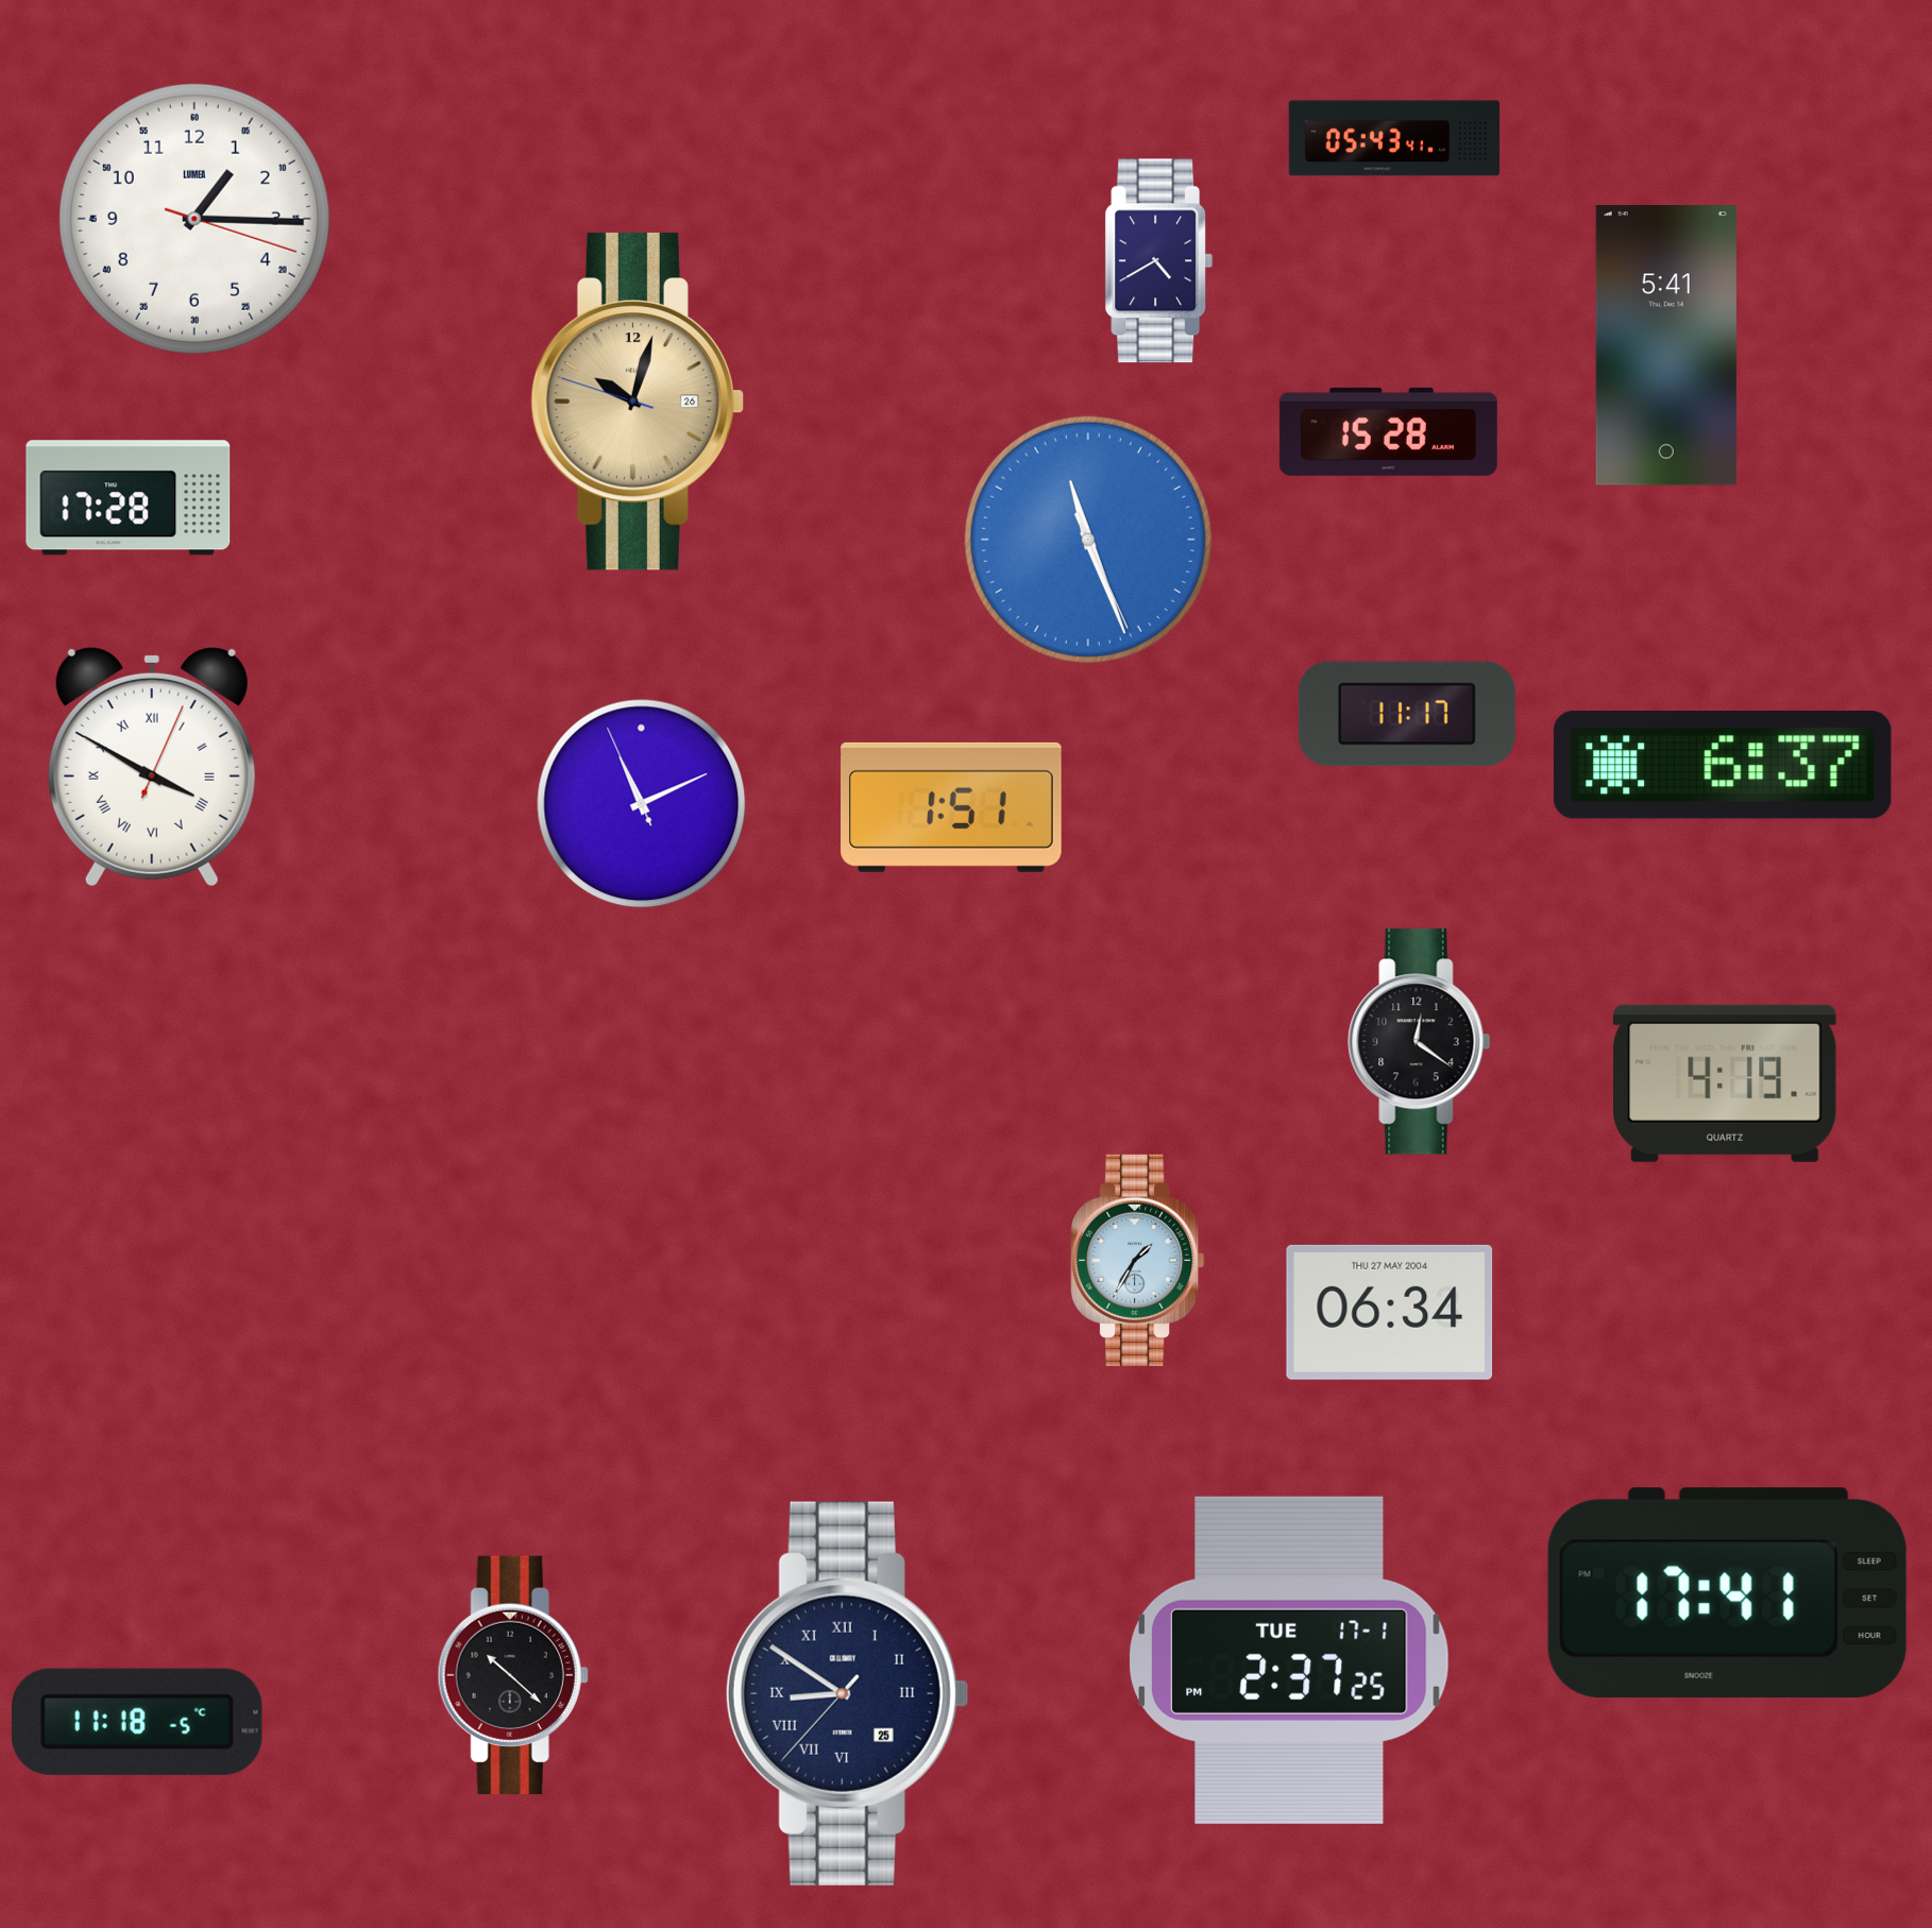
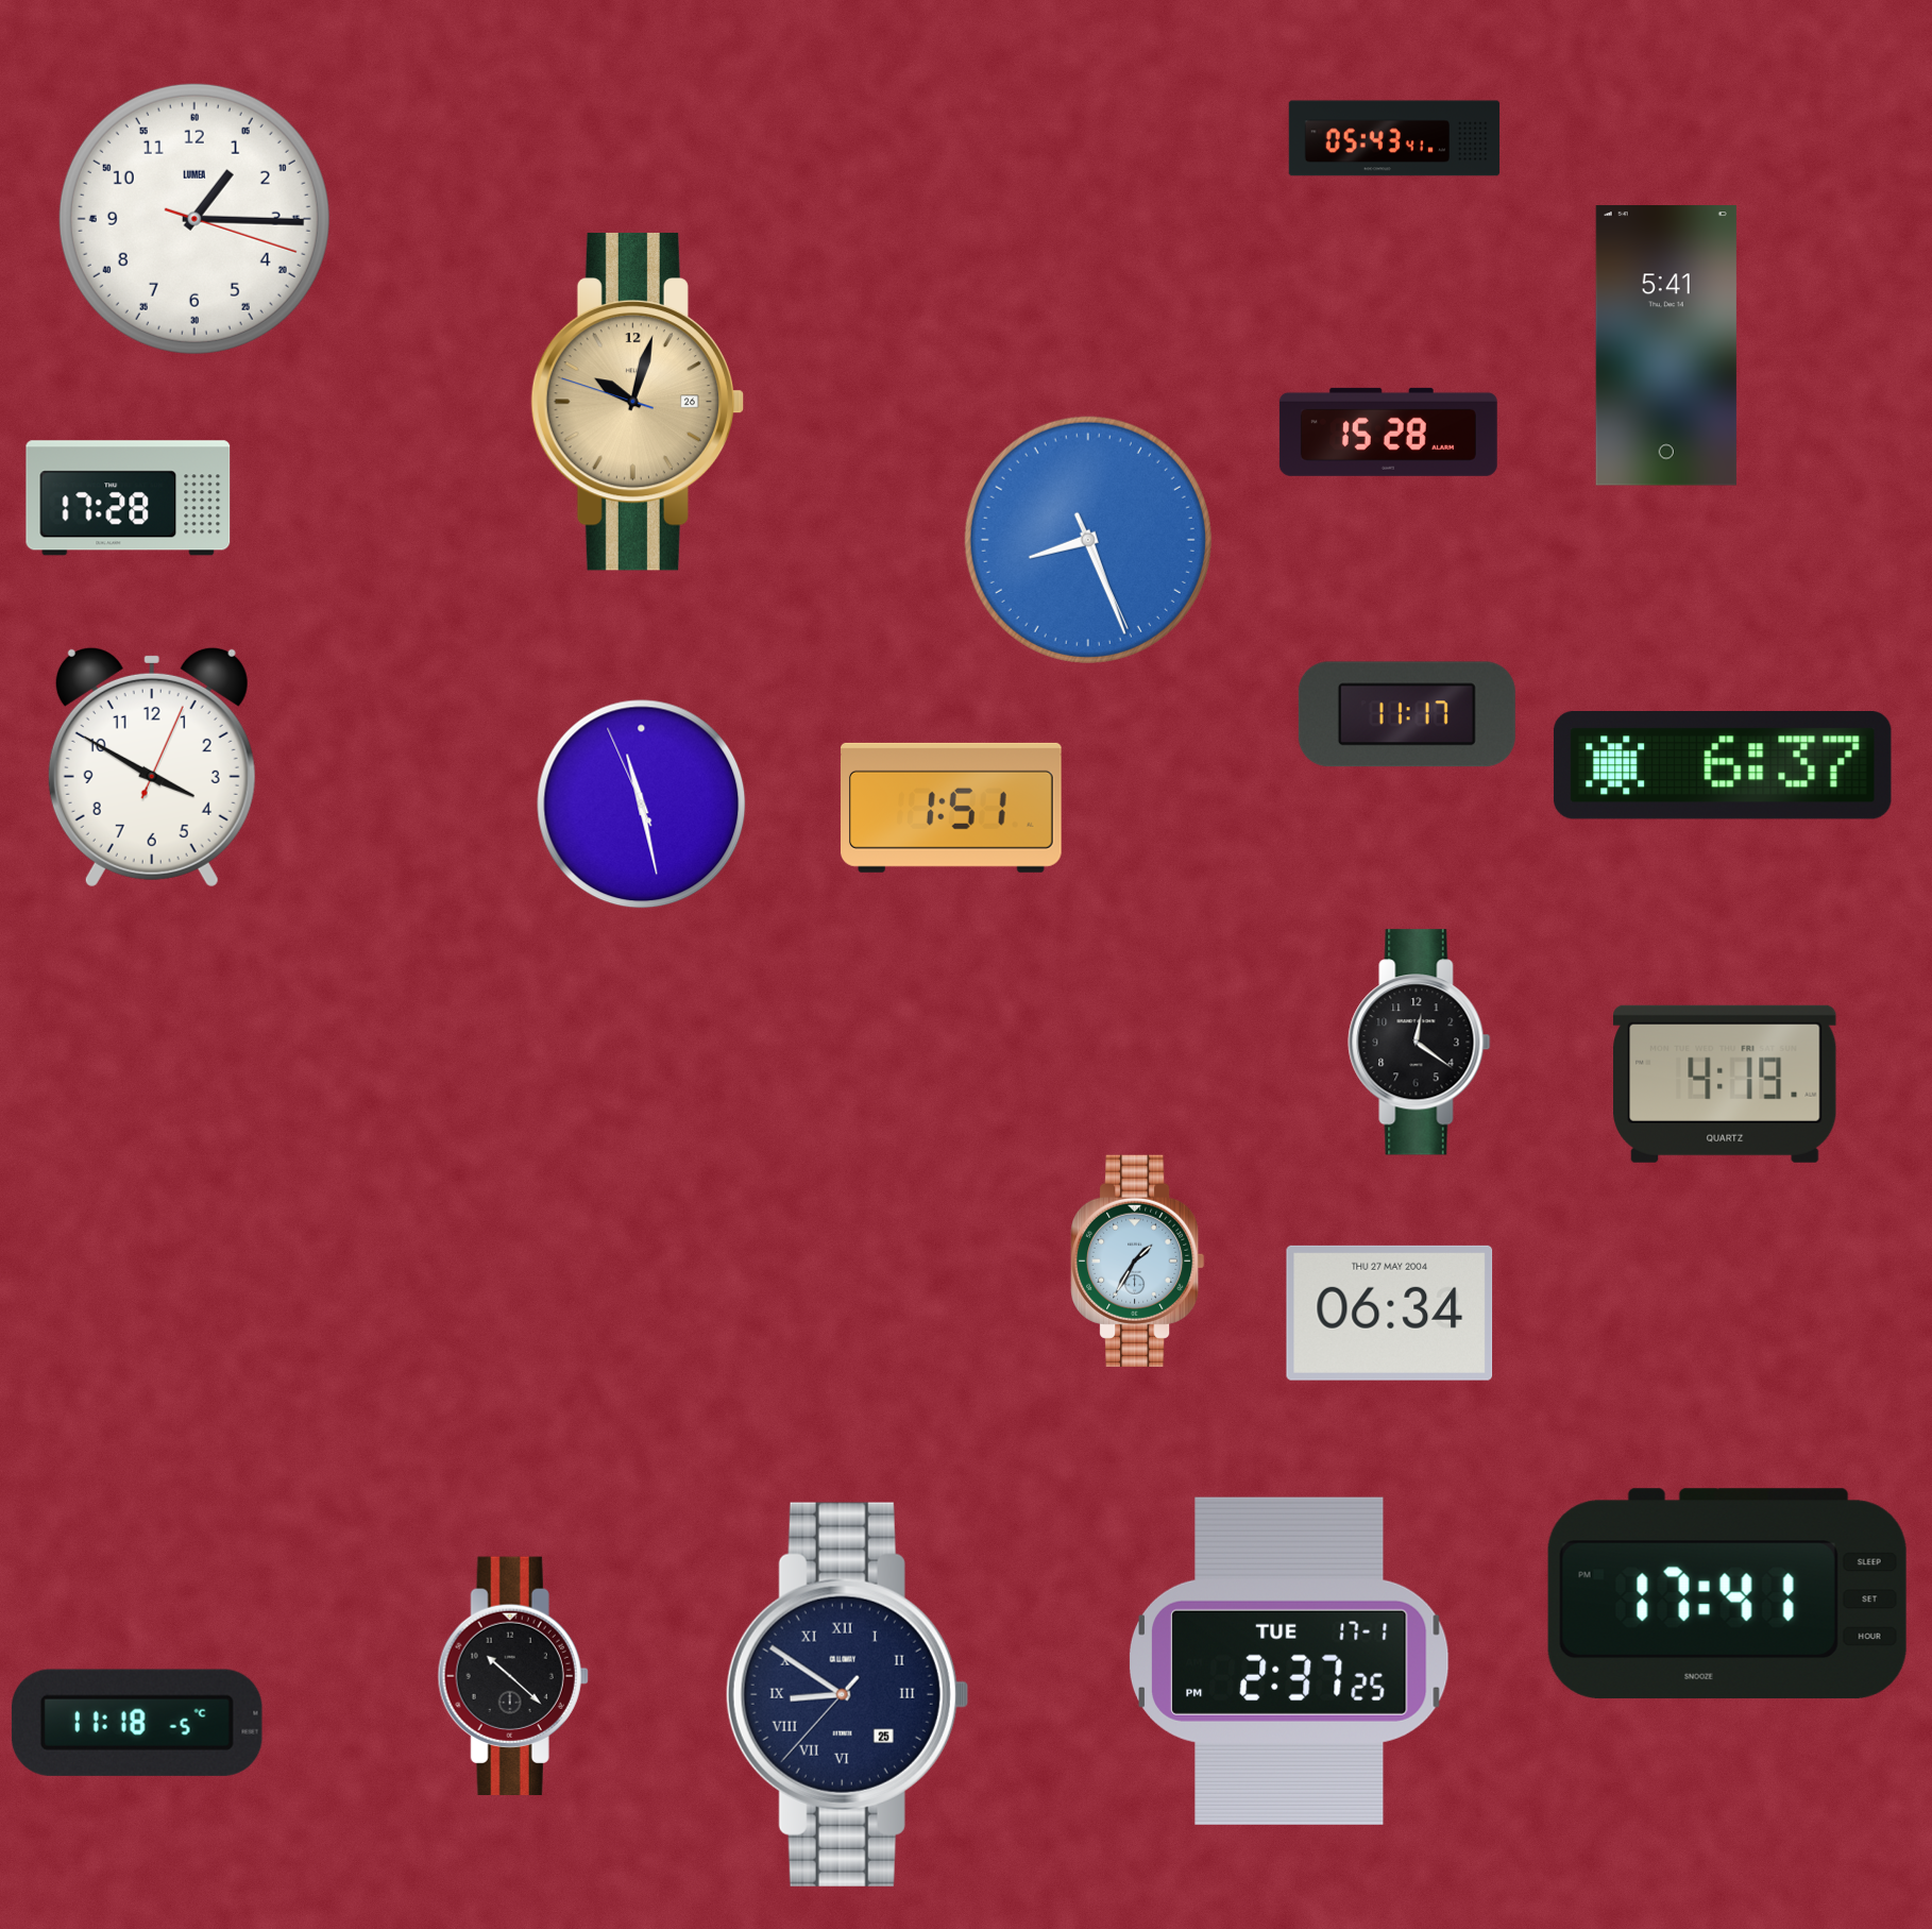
clock at (1159, 261): 4:40 -> none
clock at (1088, 540): 11:26 -> 8:26
clock at (152, 767) numerals: Roman -> Arabic
clock at (642, 804): 11:10 -> 11:27
